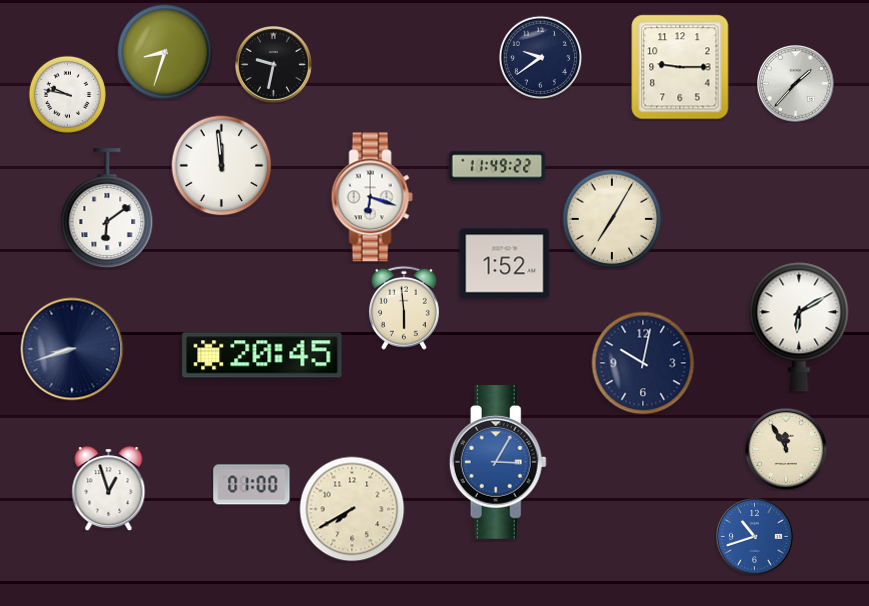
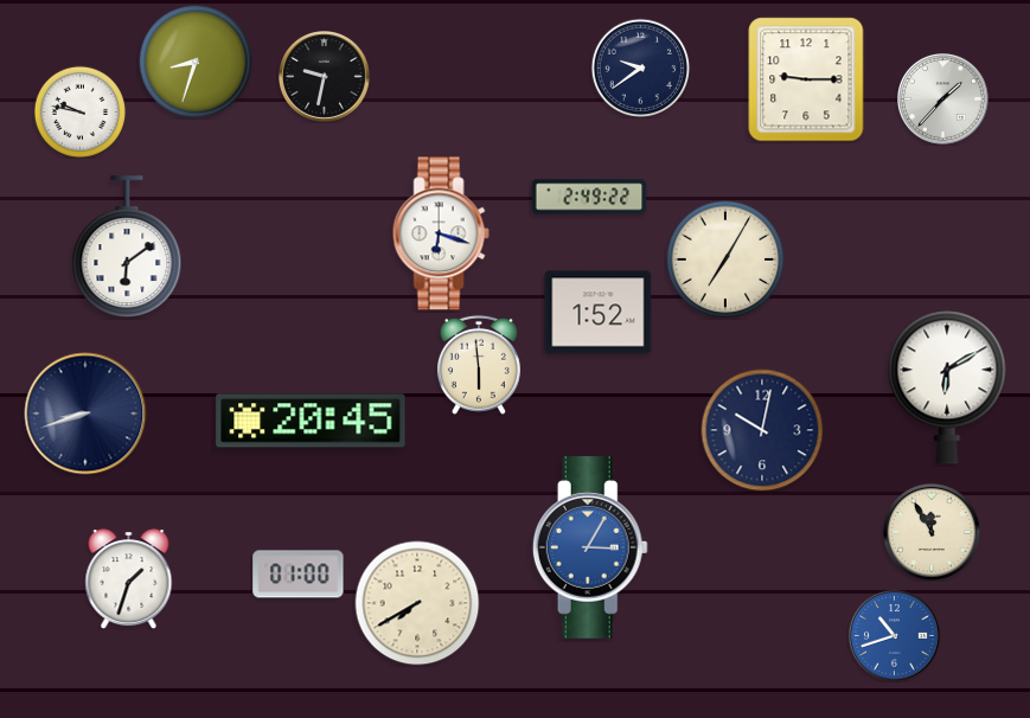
clock at (222, 166): 11:59 -> none
clock at (497, 166): 11:49 -> 2:49
clock at (109, 489): 12:57 -> 1:33
